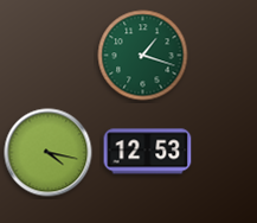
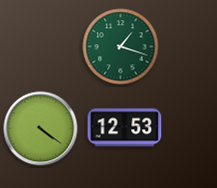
clock at (49, 153): 4:17 -> 4:21
